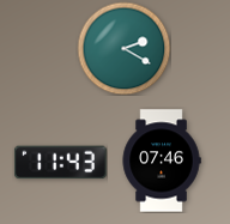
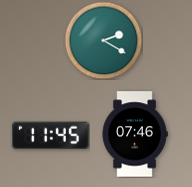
clock at (60, 163): 11:43 -> 11:45
